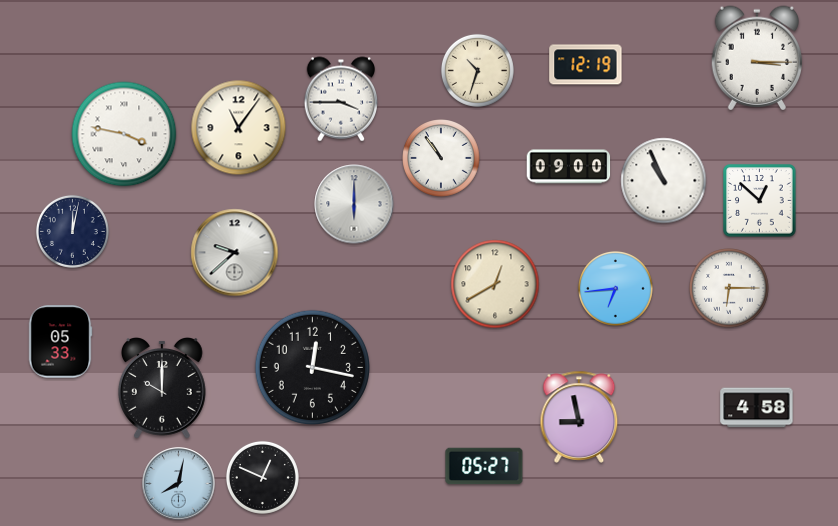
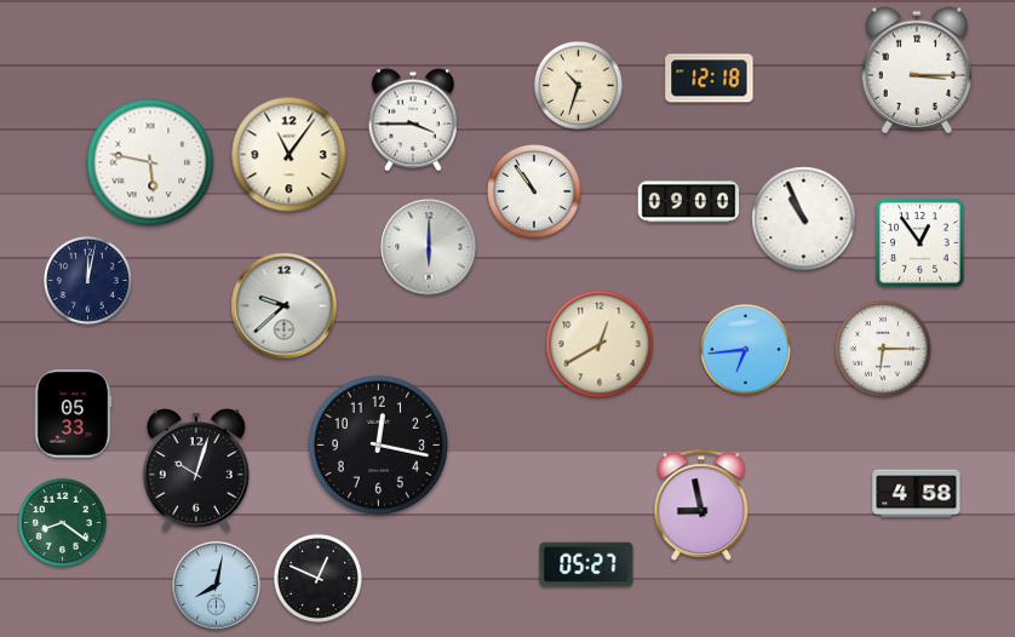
clock at (586, 65): 12:19 -> 12:18
clock at (124, 134): 3:47 -> 5:47
clock at (760, 201): 12:52 -> 12:54
clock at (162, 389): 10:00 -> 10:03
clock at (62, 522): none -> 8:21
